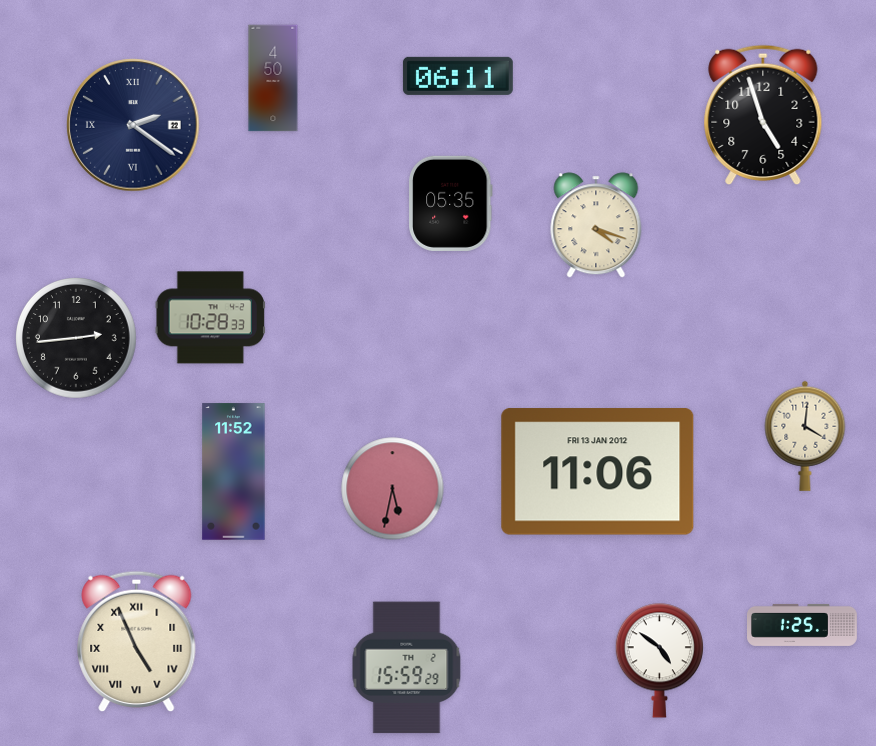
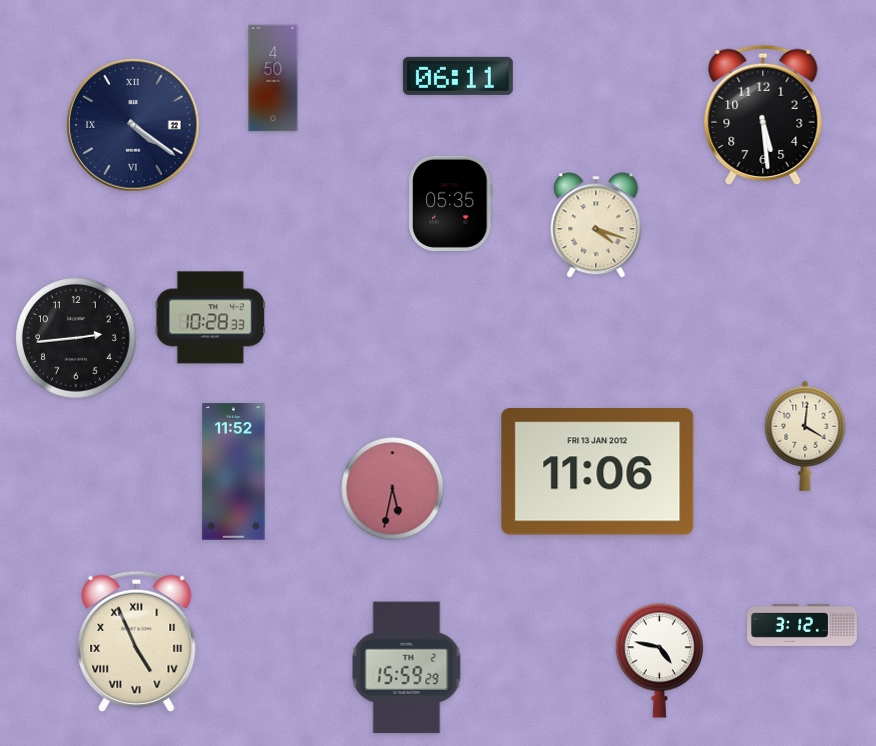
clock at (763, 115): 4:57 -> 5:29
clock at (133, 125): 2:21 -> 4:21
clock at (803, 625): 1:25 -> 3:12
clock at (659, 661): 4:51 -> 4:47
